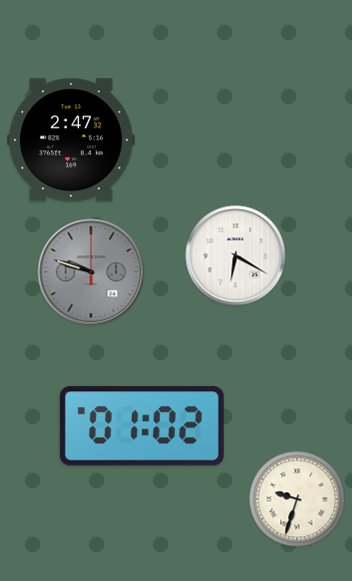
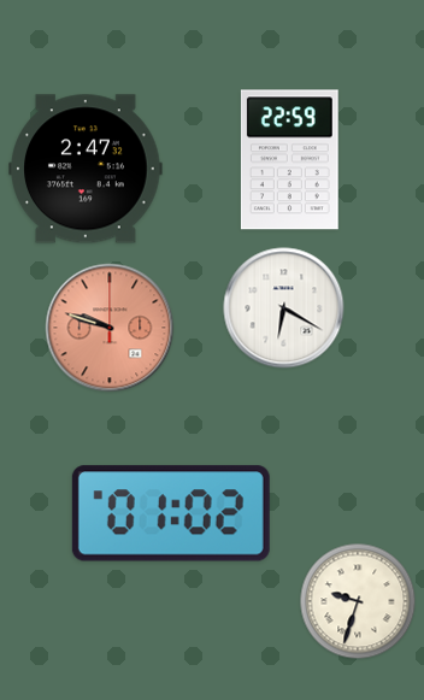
clock at (289, 160): none -> 22:59
clock at (91, 272) dial: grey -> salmon
